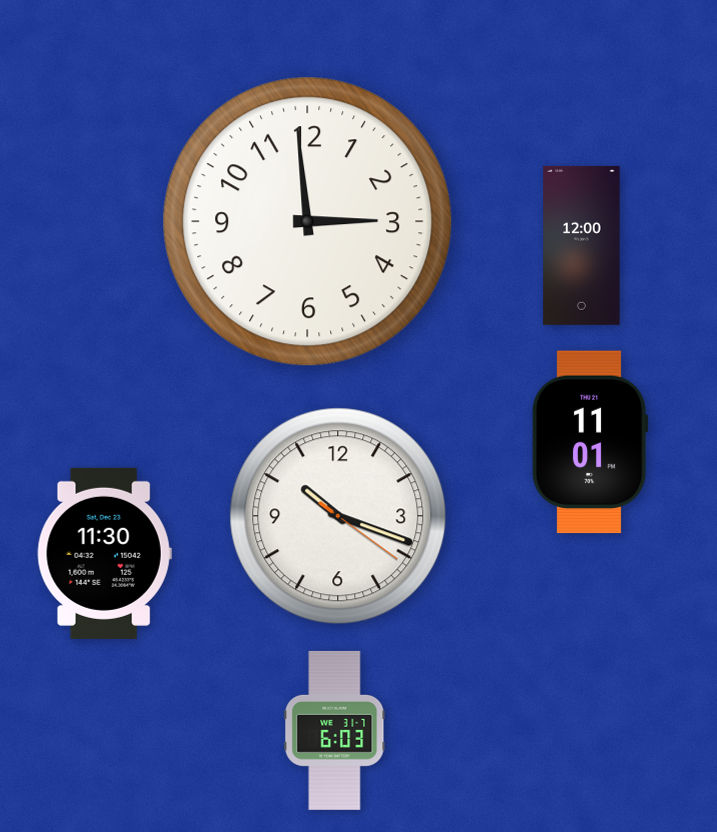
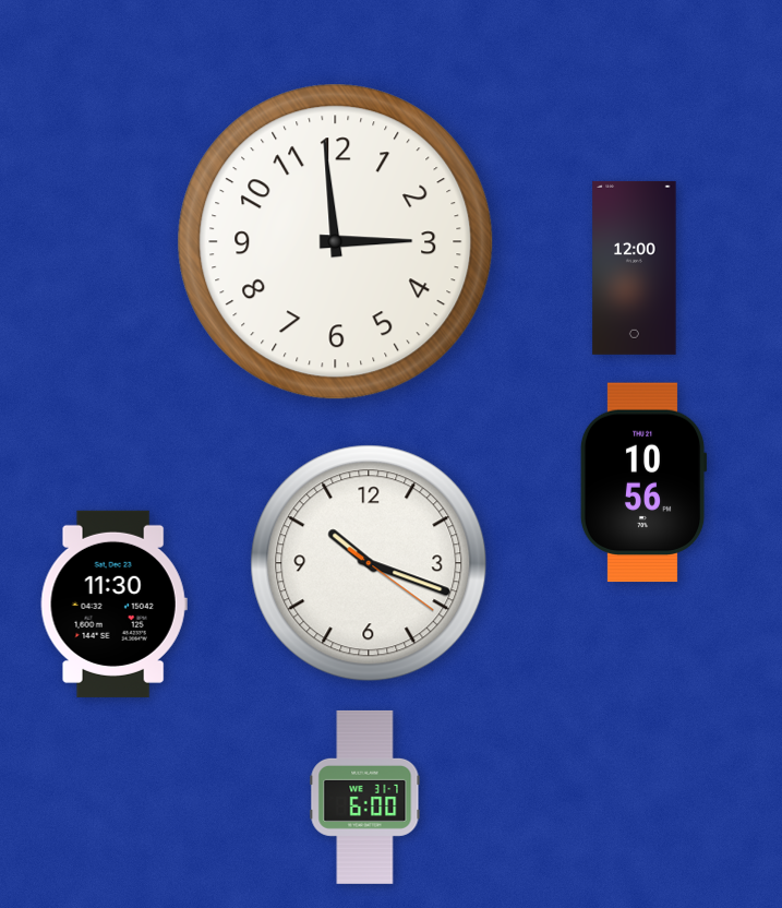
clock at (590, 442): 11:01 -> 10:56
clock at (335, 730): 6:03 -> 6:00
